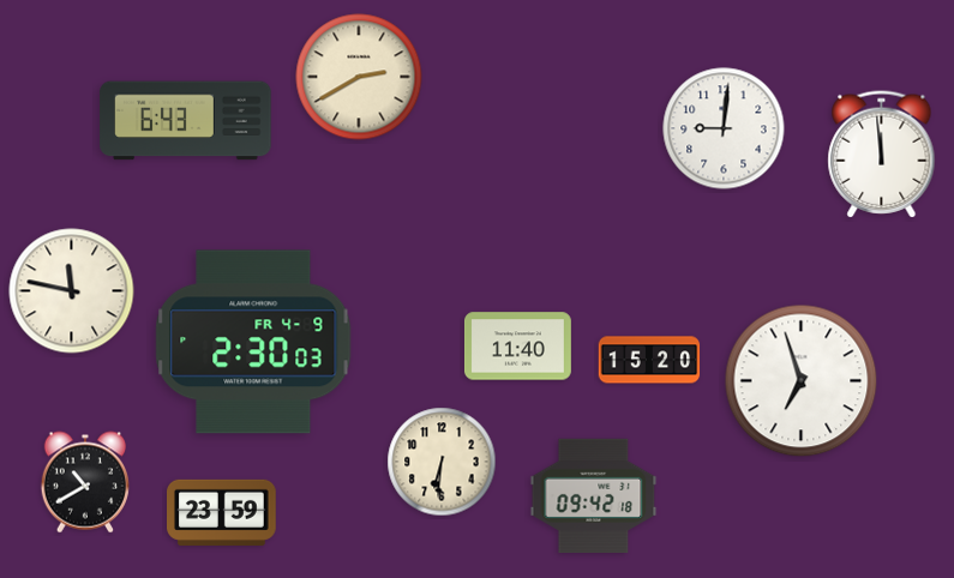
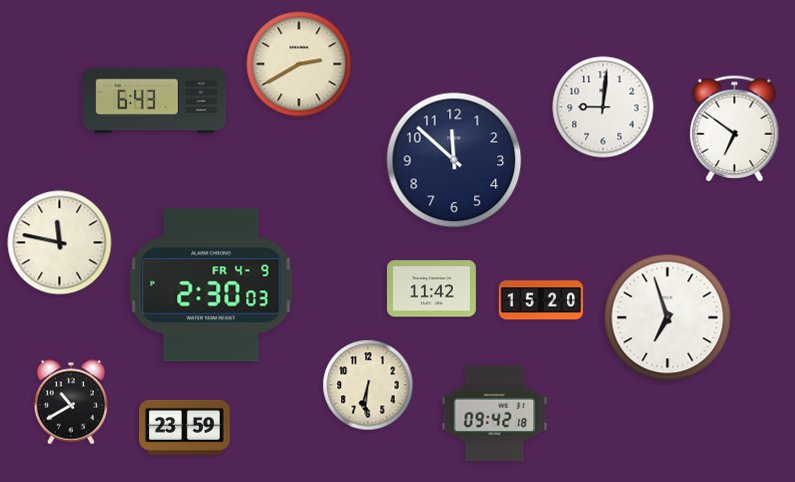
clock at (882, 155): 11:59 -> 6:51
clock at (454, 160): none -> 11:52
clock at (517, 347): 11:40 -> 11:42
